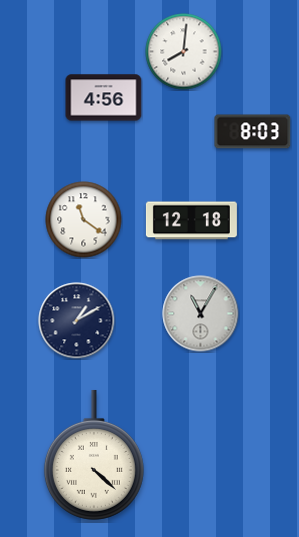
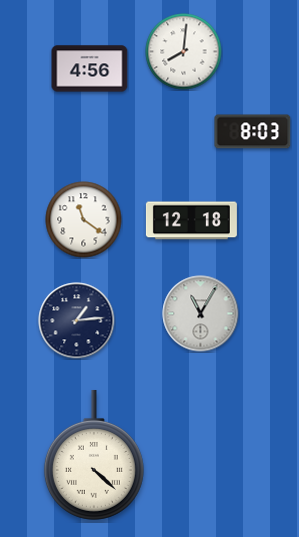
clock at (104, 98) position: (104, 98) -> (90, 69)
clock at (77, 321): 1:10 -> 1:14
